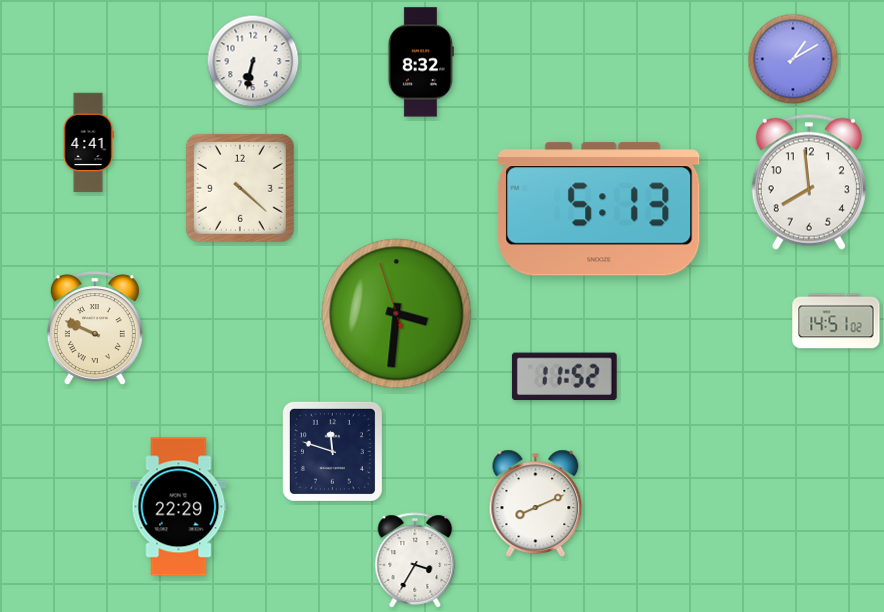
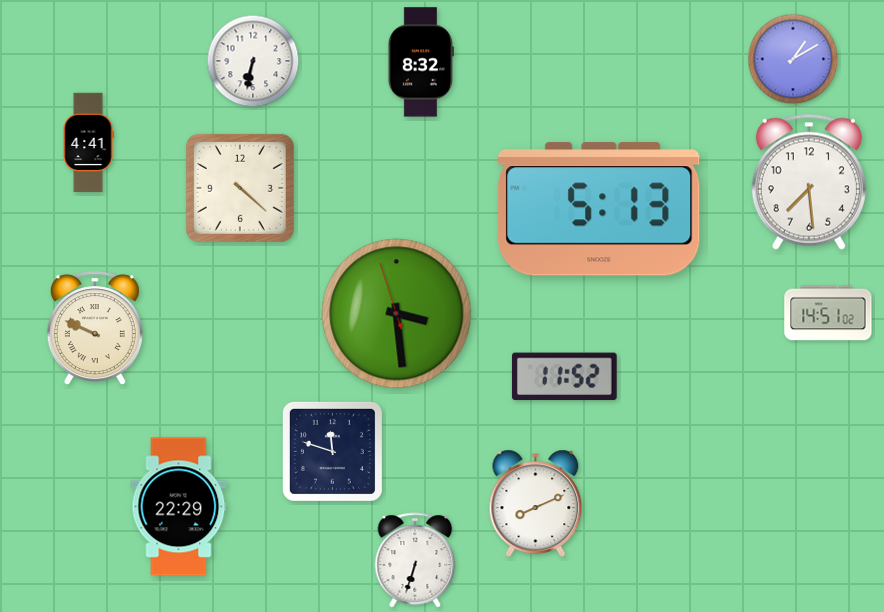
clock at (809, 182): 7:59 -> 7:29
clock at (397, 314): 3:30 -> 3:28
clock at (836, 321) position: (836, 321) -> (828, 313)
clock at (415, 560): 3:35 -> 6:33
